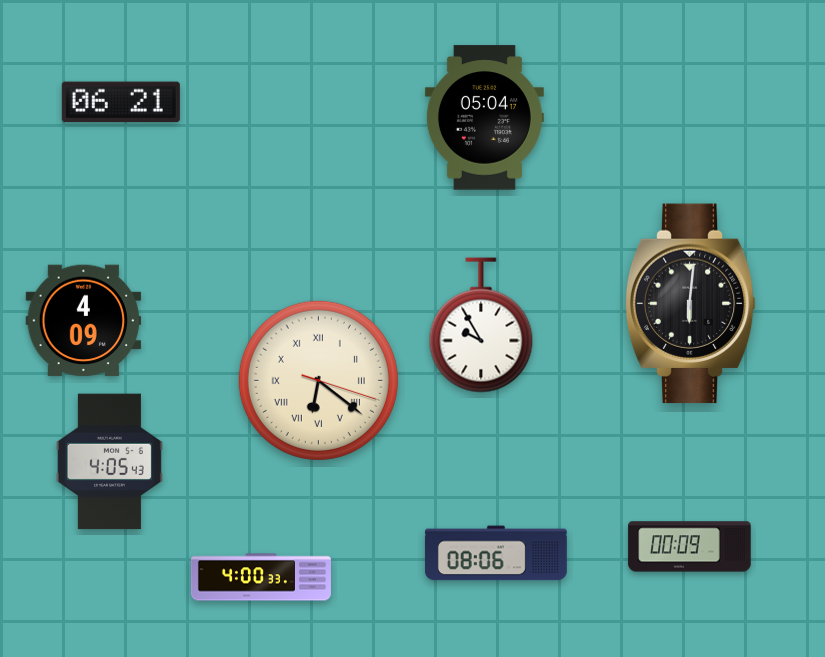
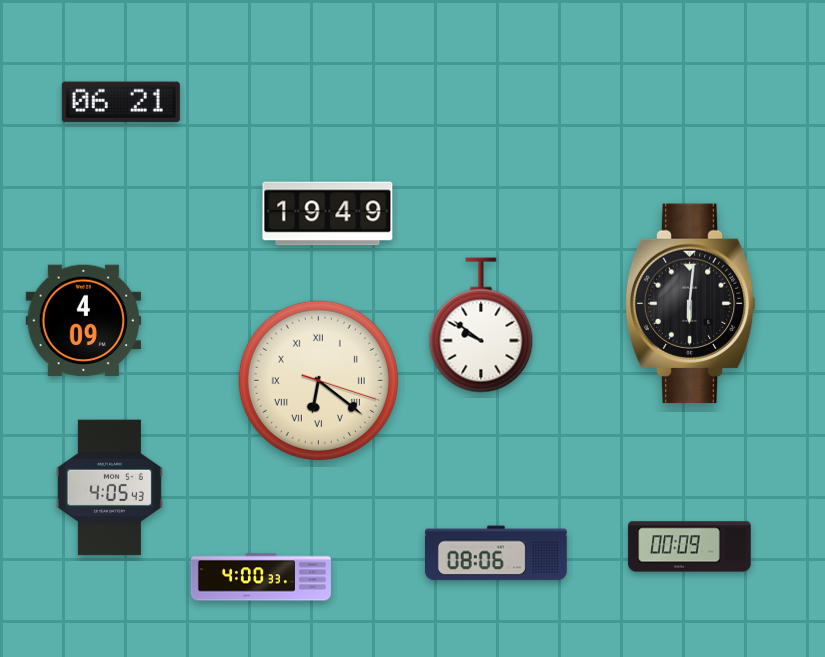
clock at (484, 118): 05:04 -> none
clock at (328, 214): none -> 19:49
clock at (481, 325): 9:55 -> 9:51
clock at (109, 462) position: (109, 462) -> (109, 488)
